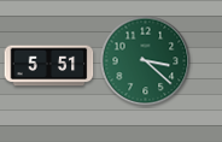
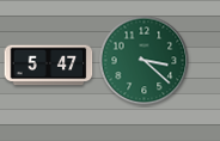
clock at (49, 66): 5:51 -> 5:47
